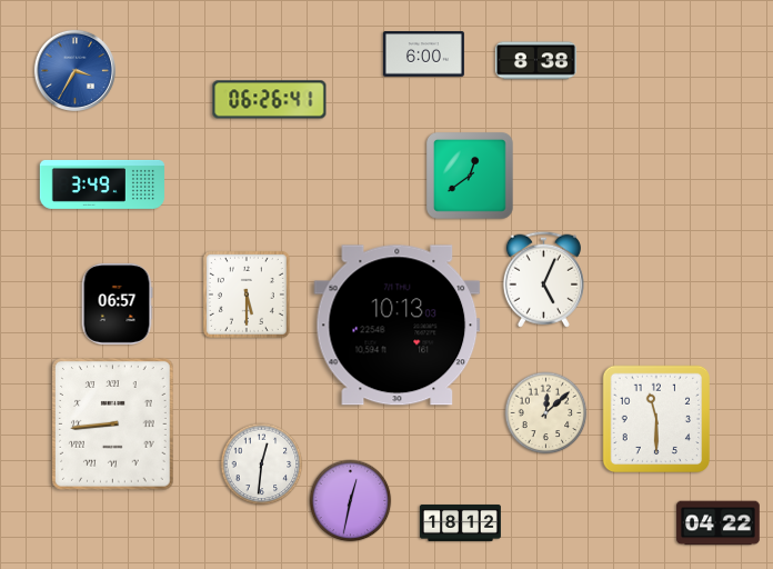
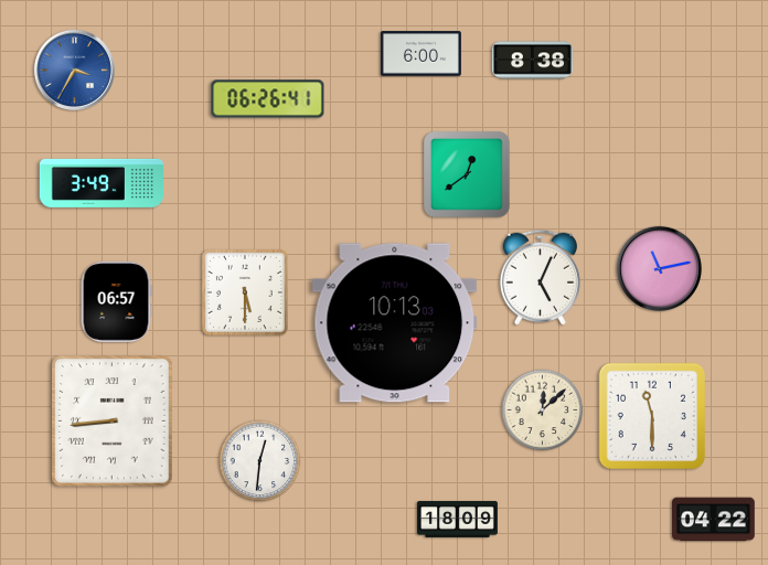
clock at (659, 268): none -> 11:13
clock at (351, 501): 12:32 -> none
clock at (460, 522): 18:12 -> 18:09
